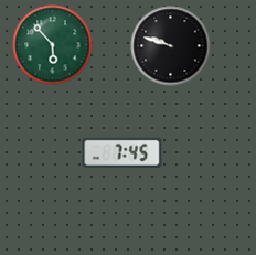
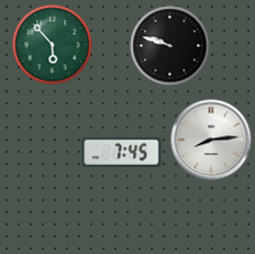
clock at (211, 140): none -> 8:14
